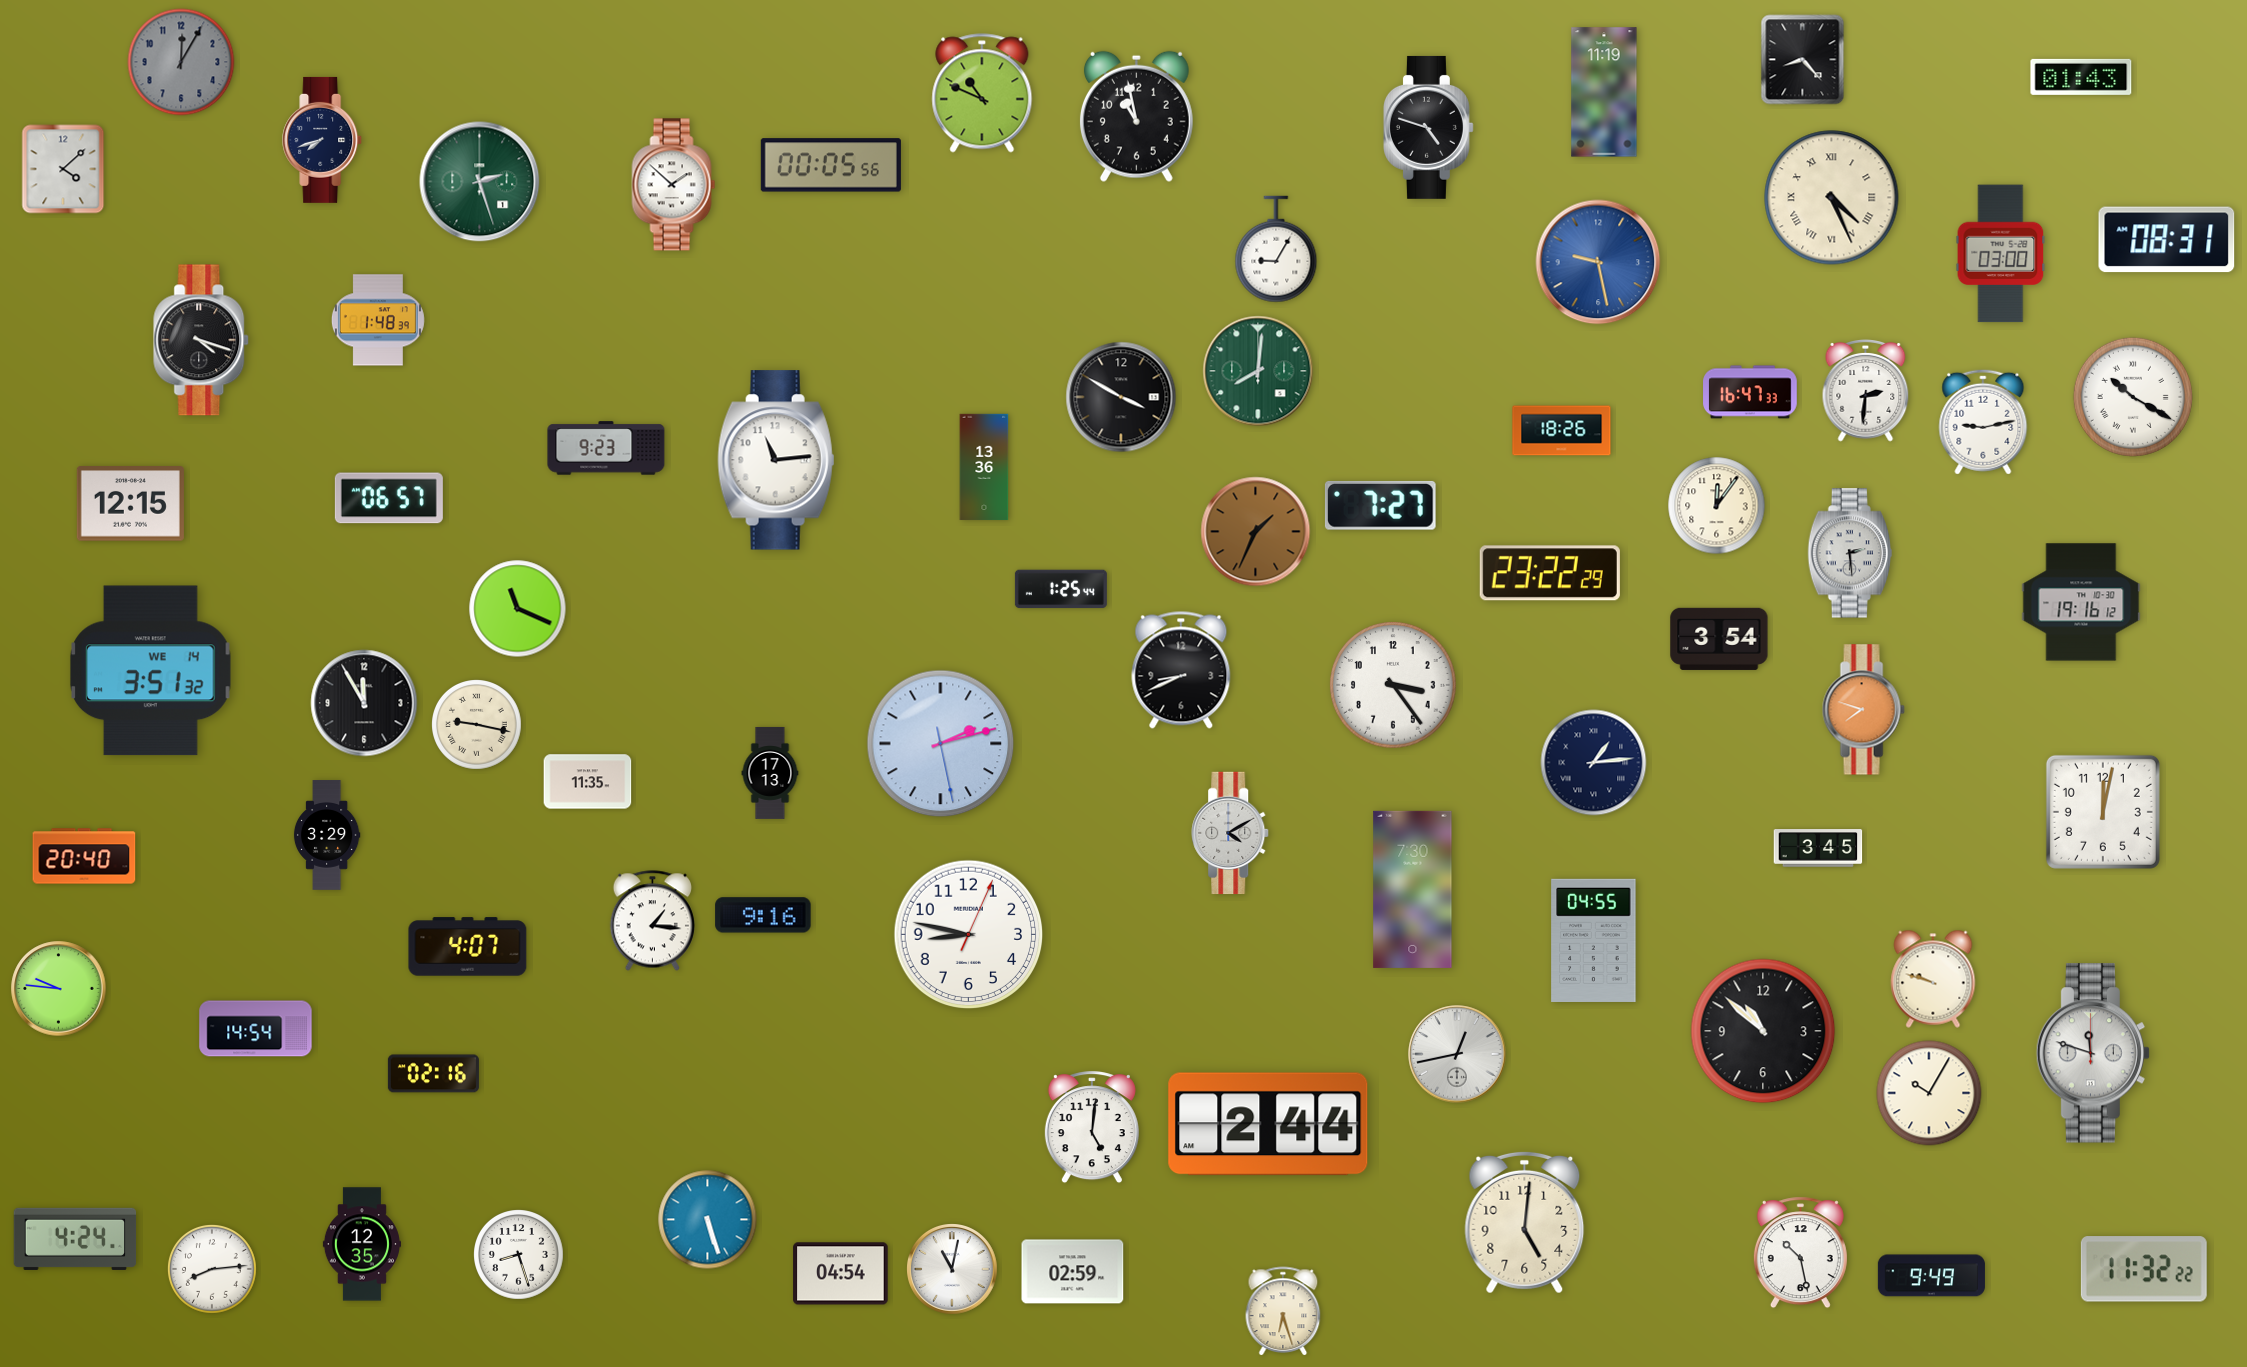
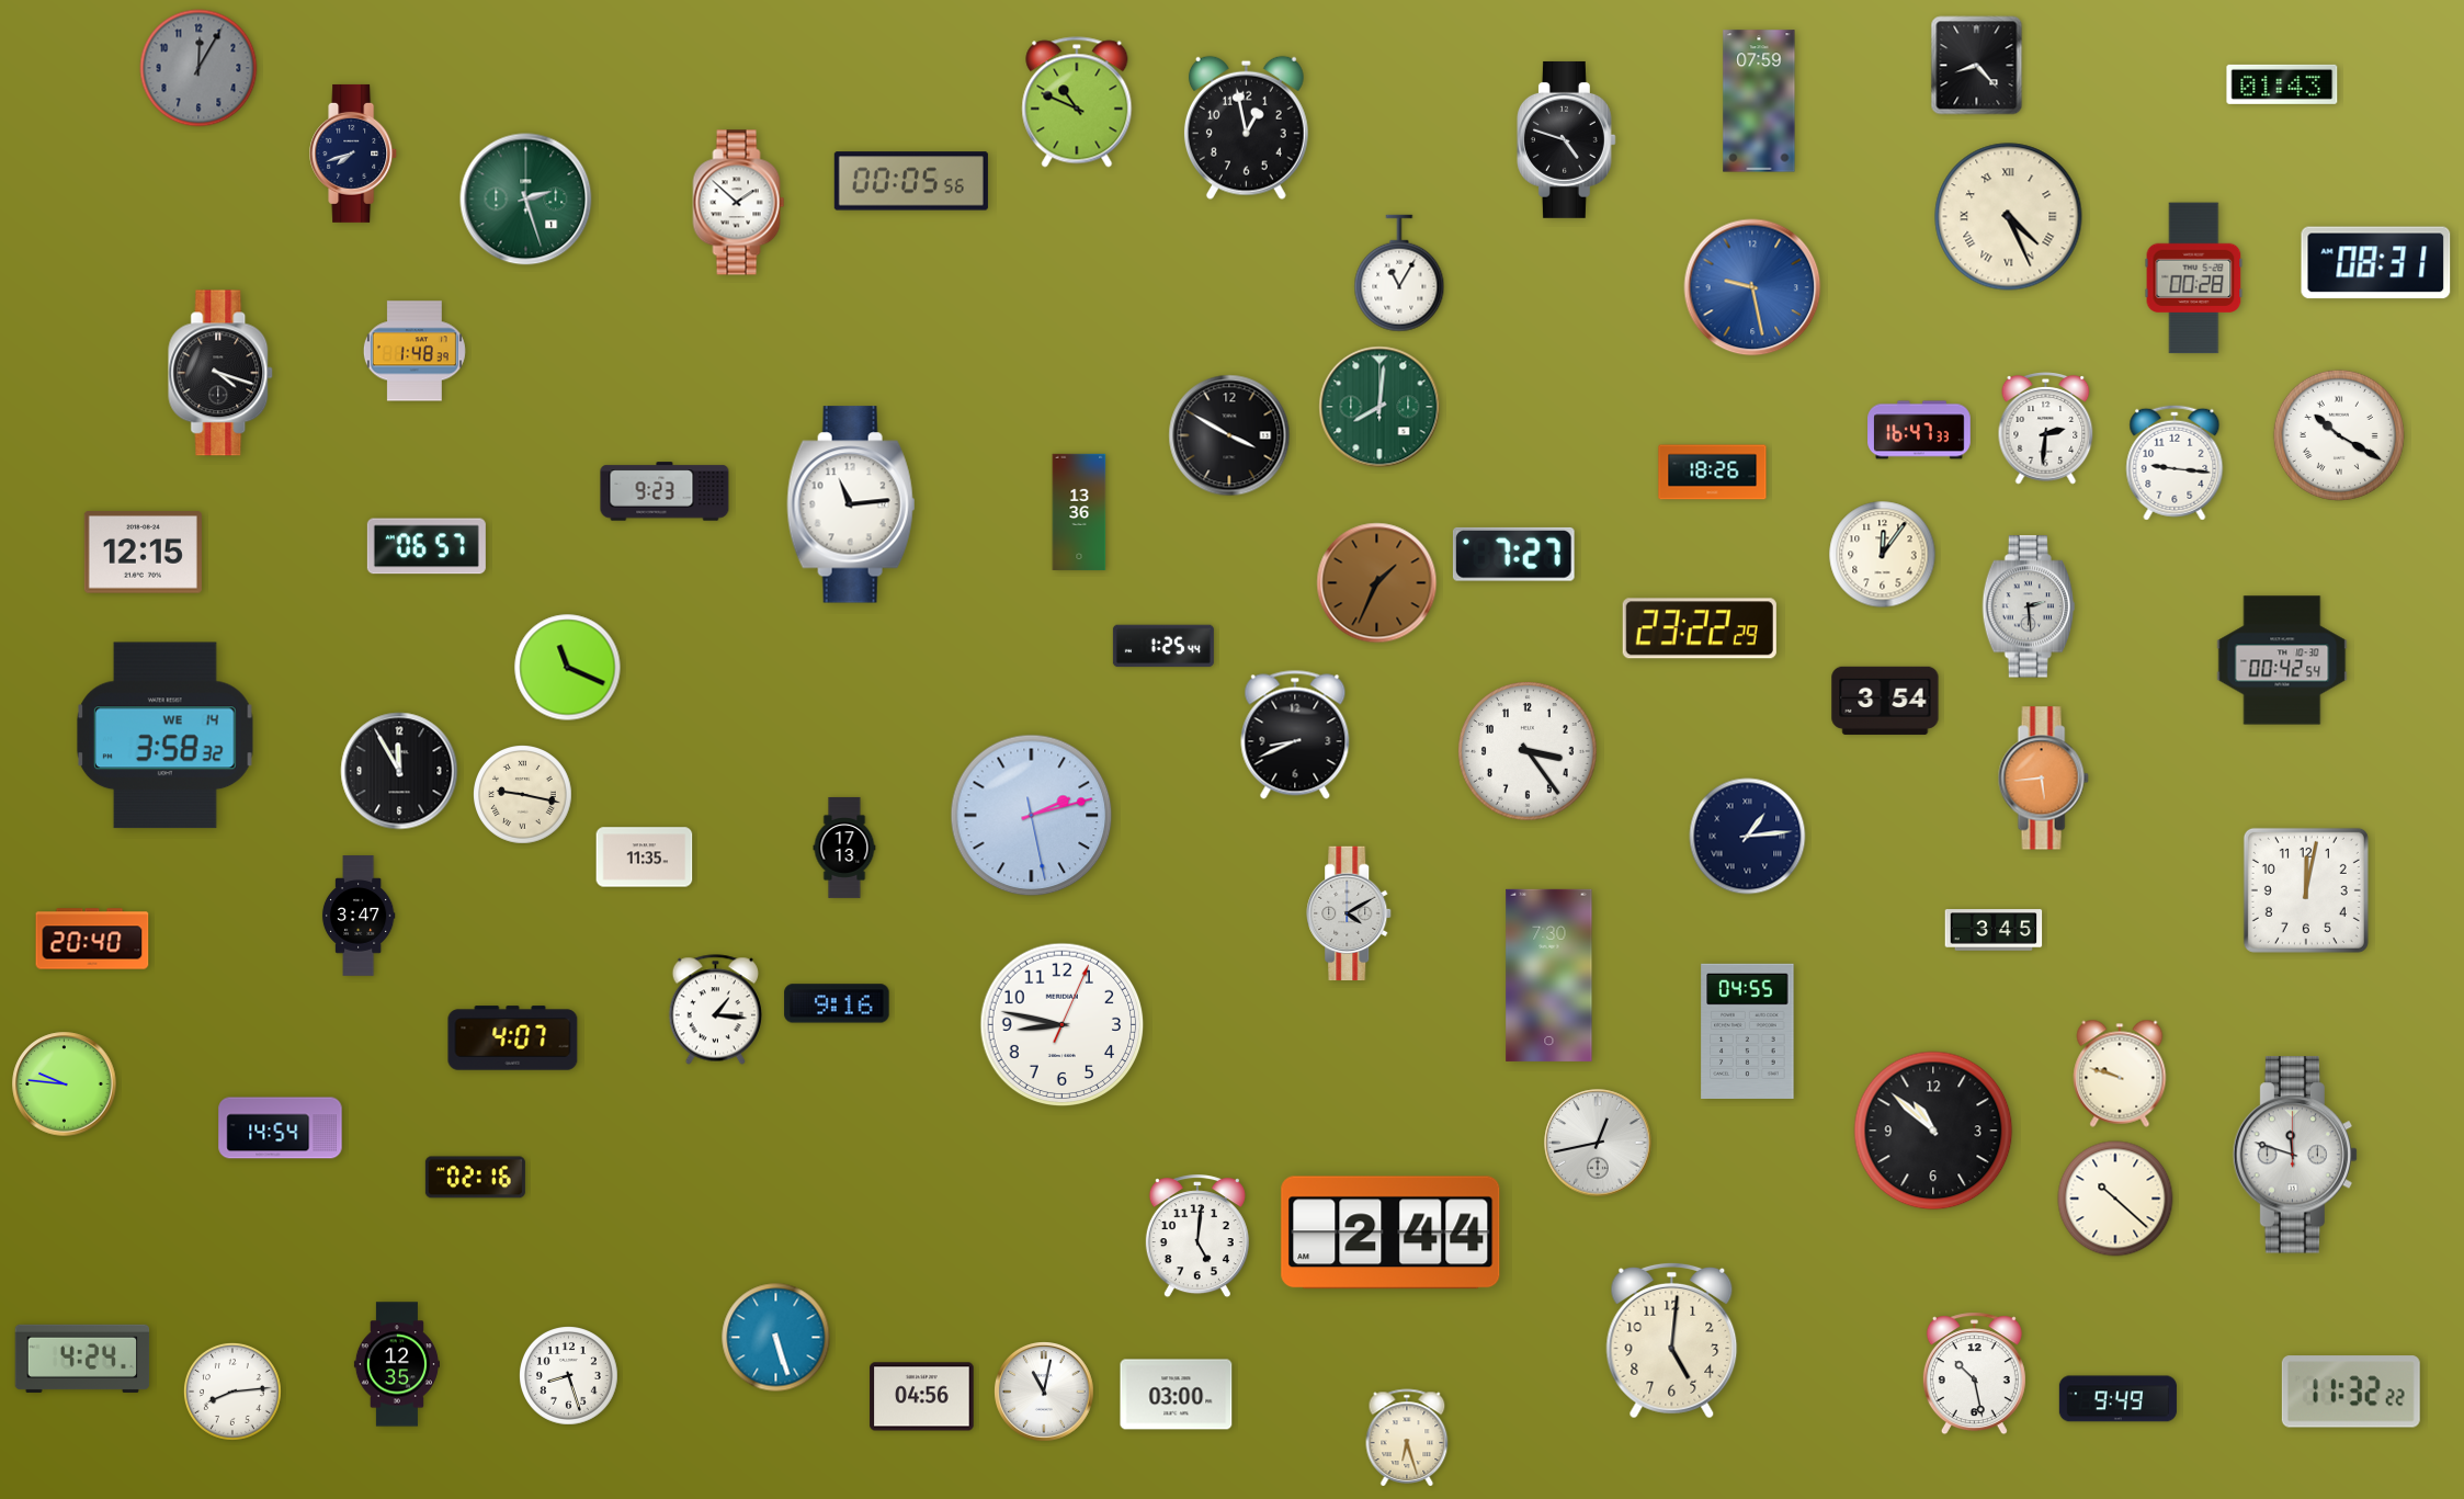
clock at (1604, 92): 11:19 -> 07:59
clock at (1136, 116): 10:58 -> 12:58
clock at (63, 169): 4:08 -> none
clock at (1276, 249): 9:05 -> 11:05
clock at (2001, 254): 03:00 -> 00:28
clock at (1983, 422): 9:13 -> 9:16
clock at (2081, 602): 19:16 -> 00:42
clock at (150, 671): 3:51 -> 3:58
clock at (1863, 710): 7:48 -> 5:44
clock at (327, 835): 3:29 -> 3:47
clock at (1457, 1054) position: (1457, 1054) -> (1598, 1143)
clock at (1929, 1093): 10:05 -> 10:22
clock at (1073, 1272): 02:59 -> 03:00
clock at (841, 1274): 04:54 -> 04:56
